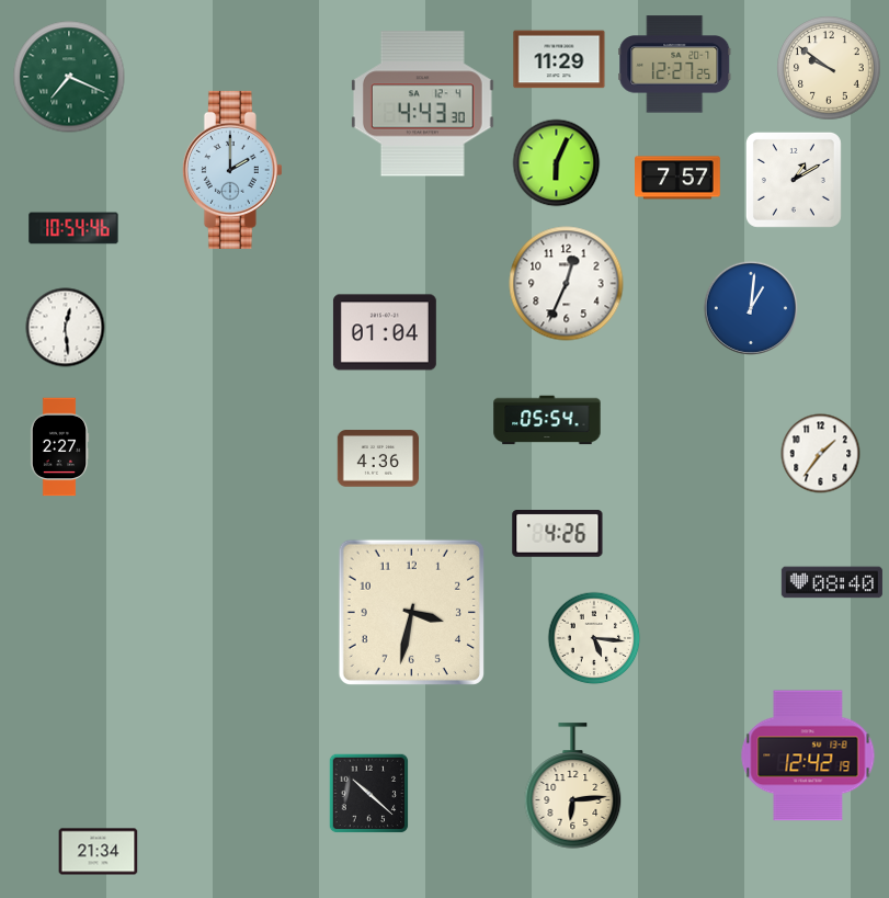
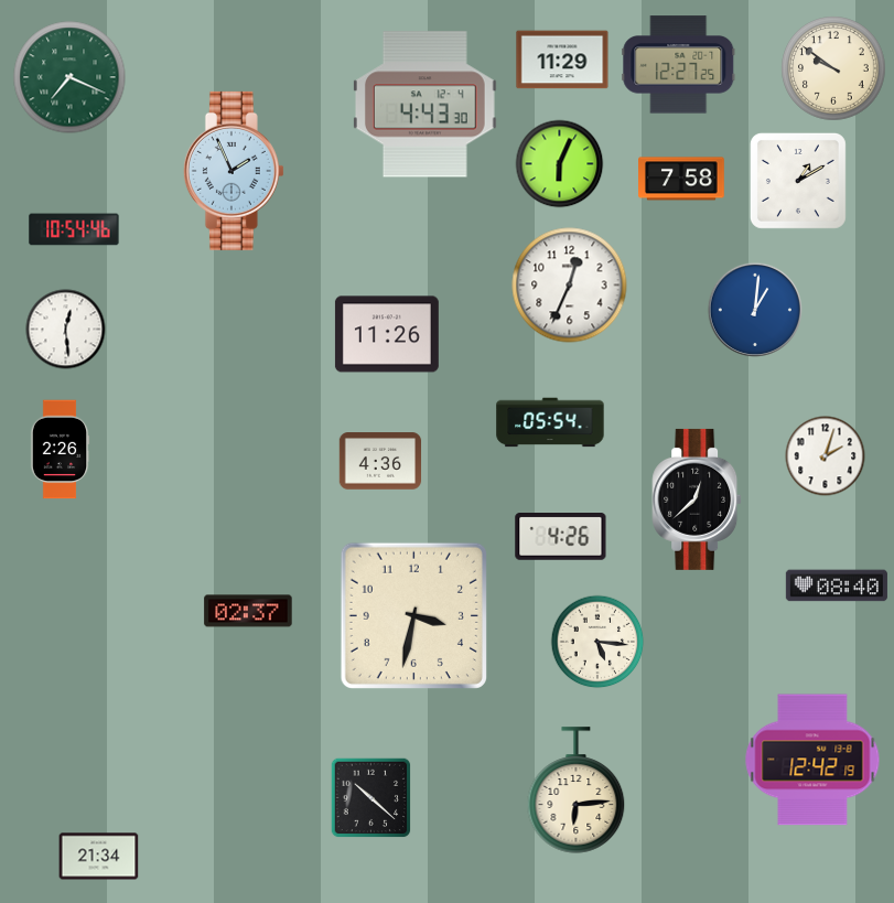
clock at (232, 170): 2:00 -> 1:56
clock at (677, 178): 7:57 -> 7:58
clock at (385, 332): 01:04 -> 11:26
clock at (59, 447): 2:27 -> 2:26
clock at (821, 454): 1:36 -> 2:03
clock at (697, 499): none -> 12:38
clock at (248, 611): none -> 02:37
